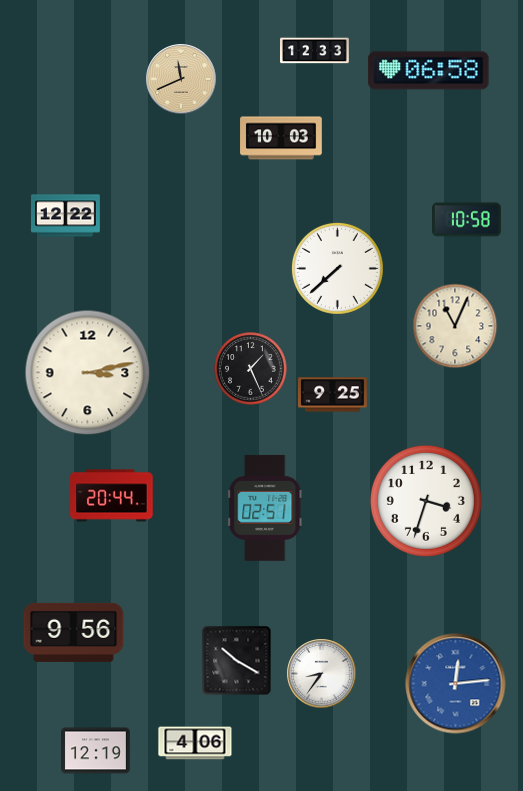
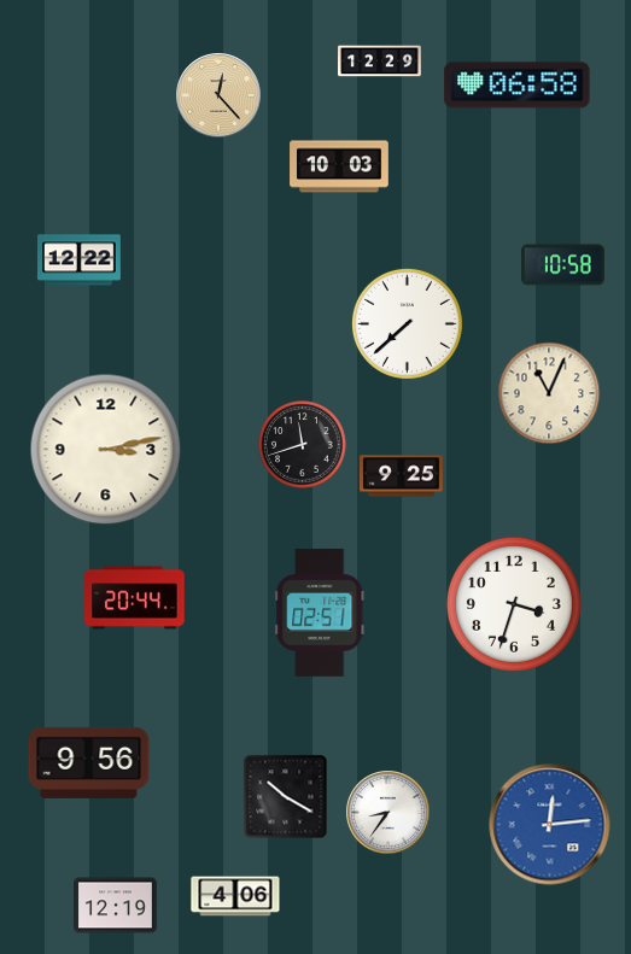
clock at (315, 51): 12:33 -> 12:29
clock at (181, 79): 11:41 -> 12:23
clock at (251, 369): 1:26 -> 11:42
